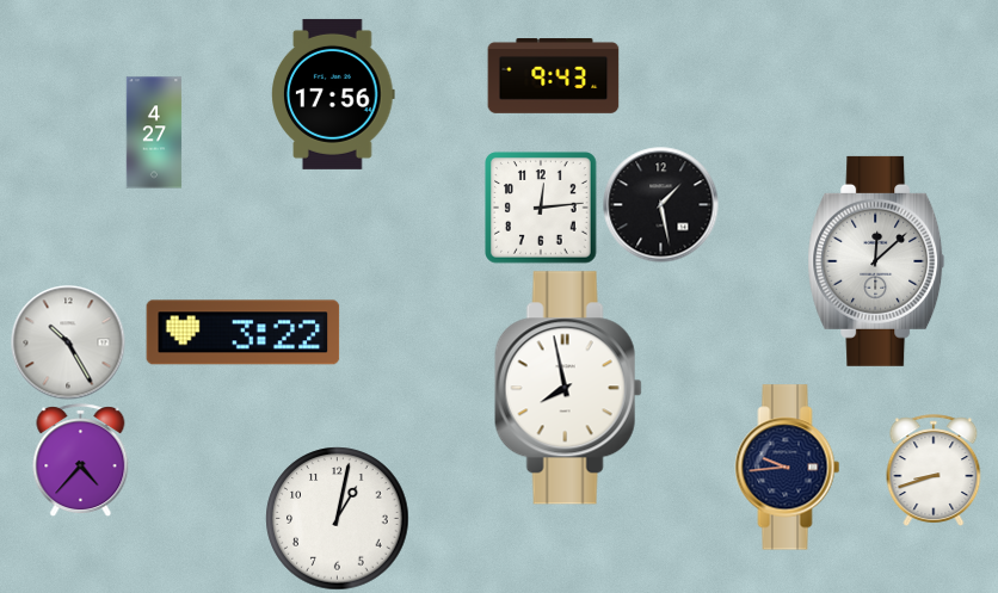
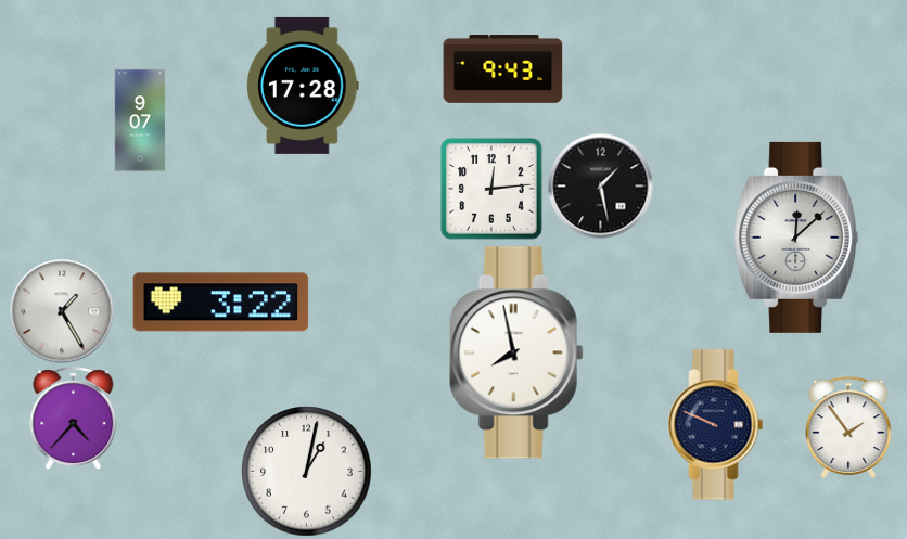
clock at (334, 94): 17:56 -> 17:28
clock at (154, 132): 4:27 -> 9:07
clock at (68, 342): 10:25 -> 1:25
clock at (788, 468): 9:44 -> 9:49
clock at (934, 470): 8:42 -> 1:54
